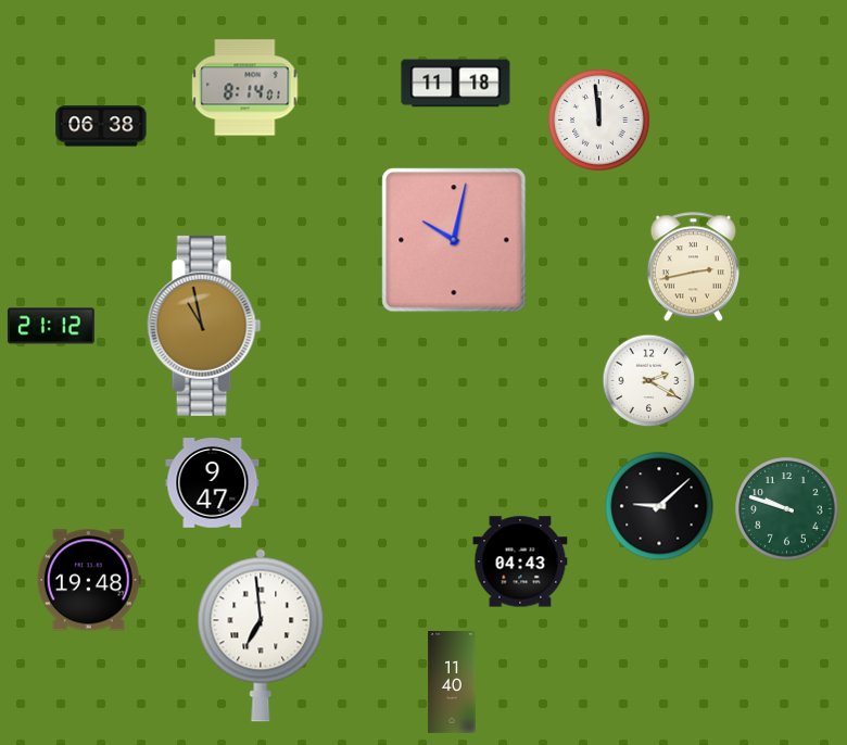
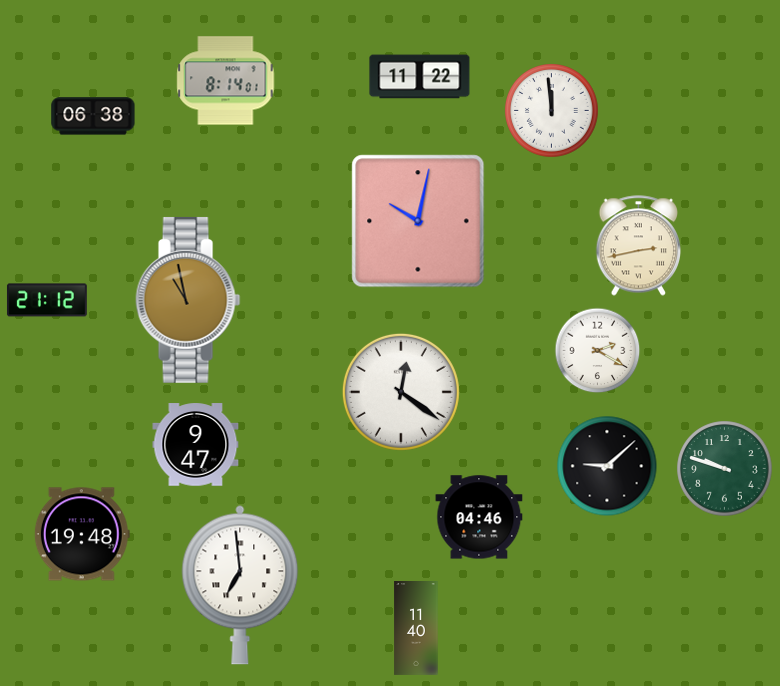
clock at (456, 84): 11:18 -> 11:22
clock at (401, 392): none -> 12:21
clock at (520, 561): 04:43 -> 04:46
